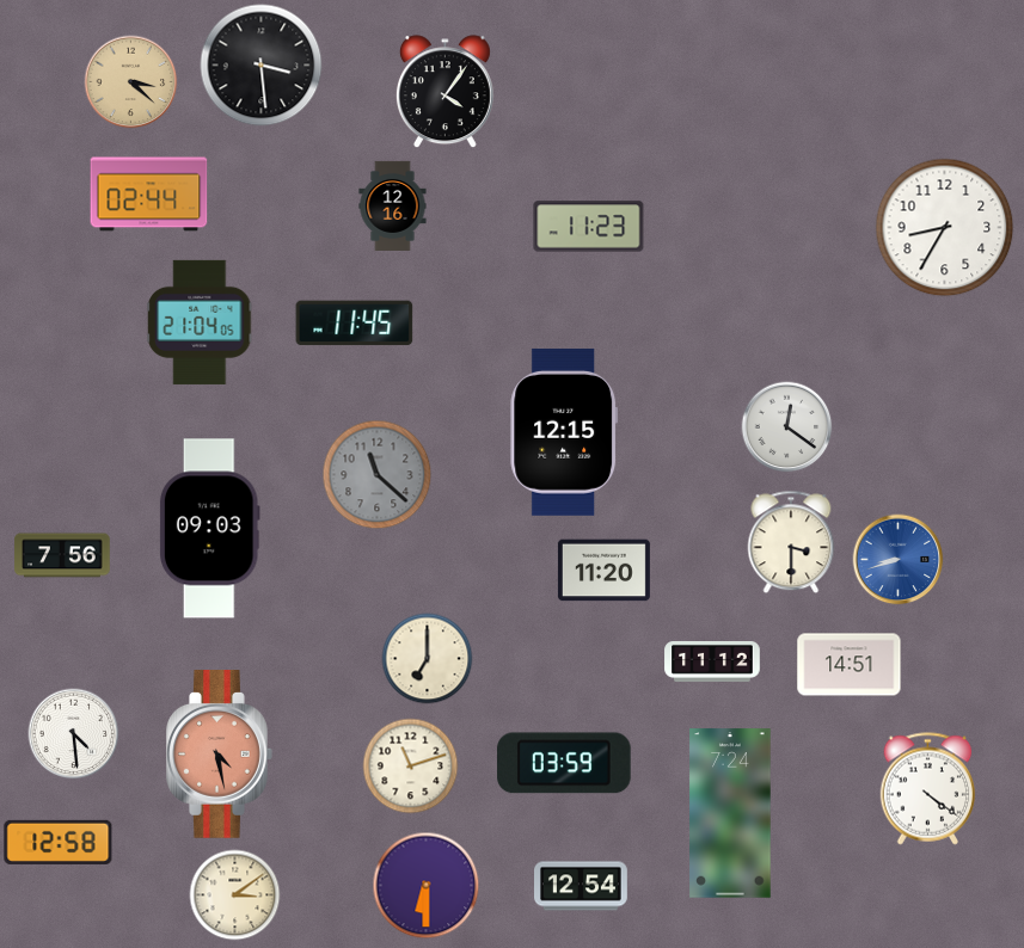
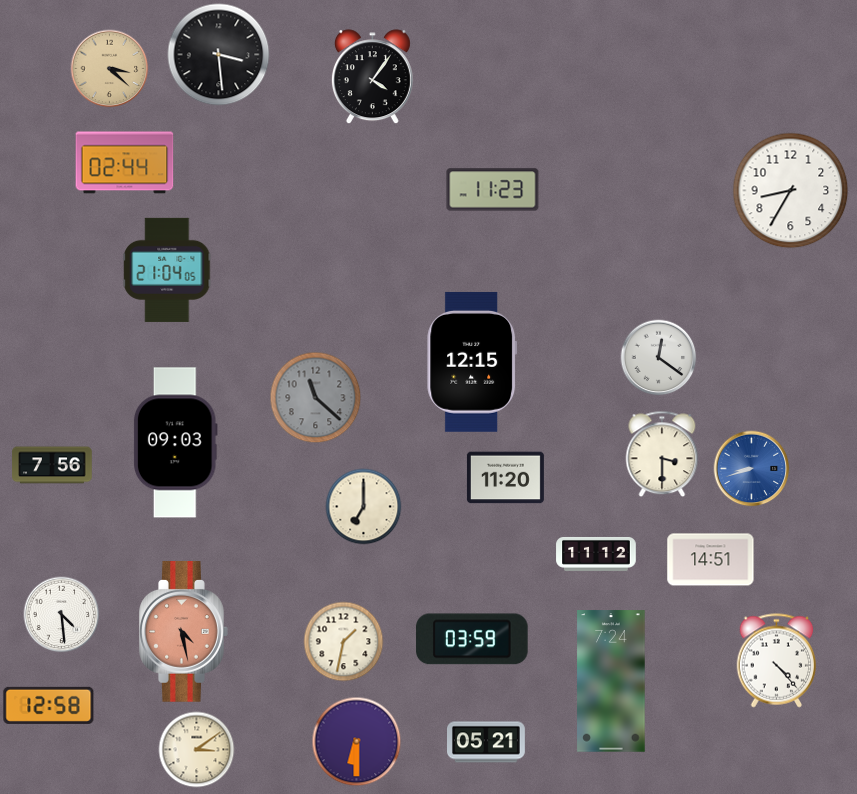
clock at (393, 205): 12:16 -> none
clock at (355, 324): 11:45 -> none
clock at (428, 659) position: (428, 659) -> (364, 507)
clock at (850, 665) position: (850, 665) -> (711, 560)
clock at (411, 767): 11:12 -> 1:32
clock at (928, 789): 4:21 -> 4:23
clock at (582, 886): 12:54 -> 05:21
